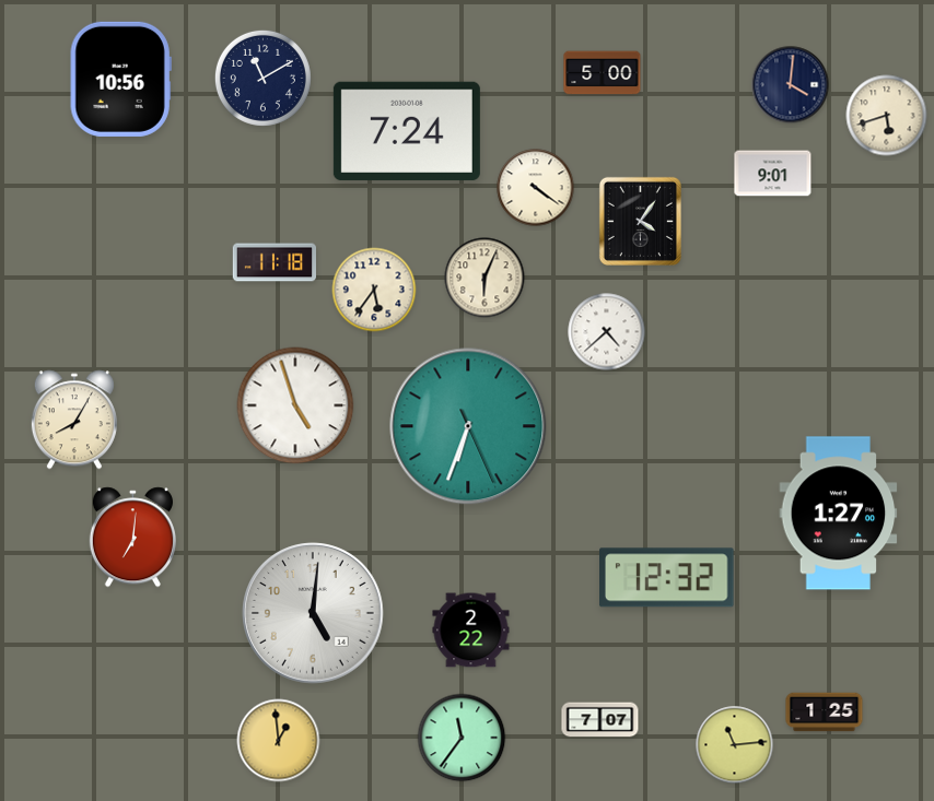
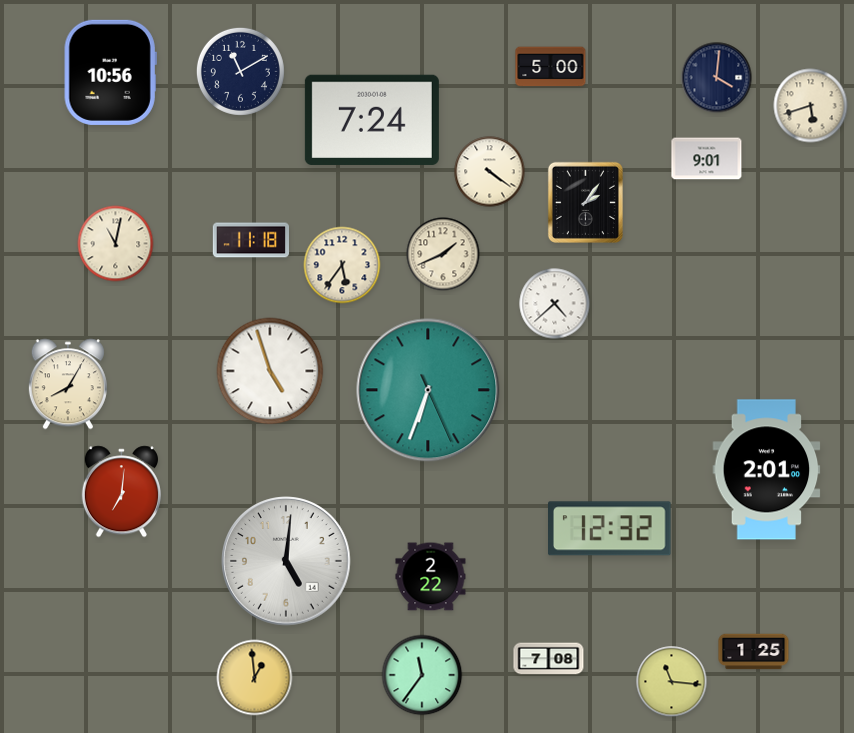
clock at (791, 85) position: (791, 85) -> (717, 78)
clock at (640, 221): 4:06 -> 2:06
clock at (116, 244): none -> 11:02
clock at (484, 278): 6:04 -> 1:41
clock at (839, 514): 1:27 -> 2:01
clock at (600, 720): 7:07 -> 7:08
clock at (735, 745): 11:14 -> 11:16
